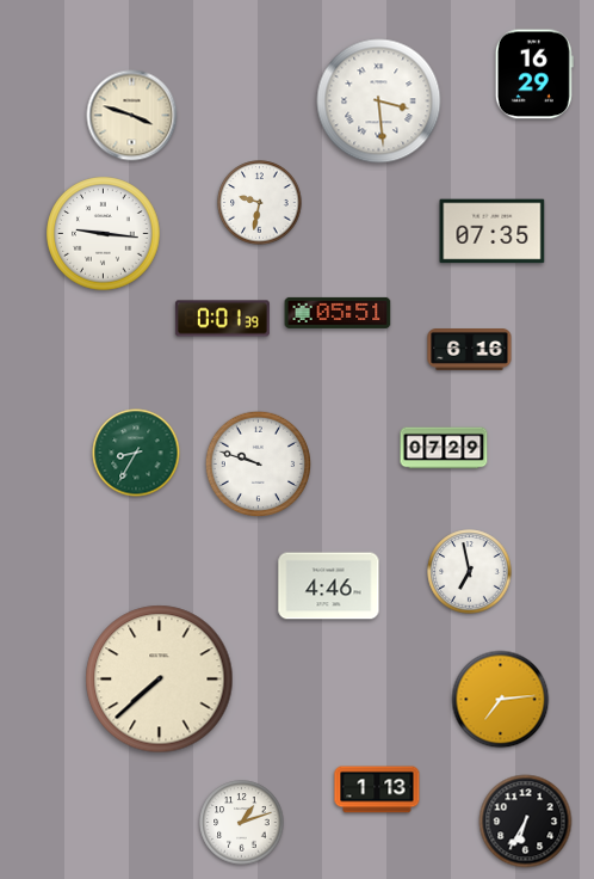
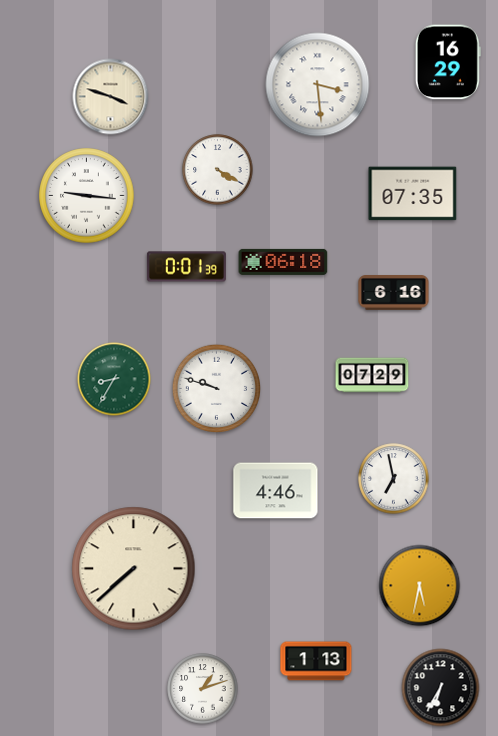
clock at (260, 203): 9:32 -> 4:20
clock at (338, 313): 05:51 -> 06:18
clock at (501, 700): 7:14 -> 5:32
